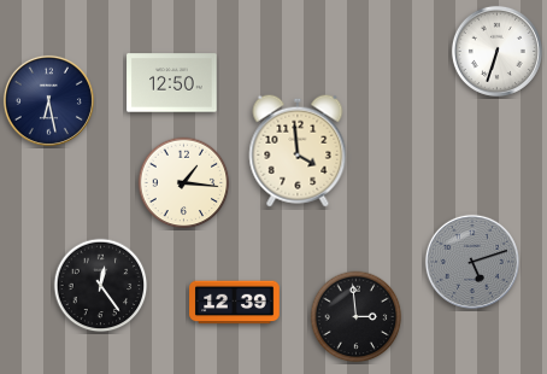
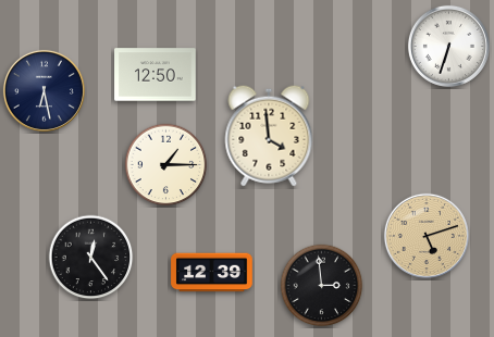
clock at (184, 183): 1:16 -> 1:15
clock at (472, 262) dial: grey -> champagne
